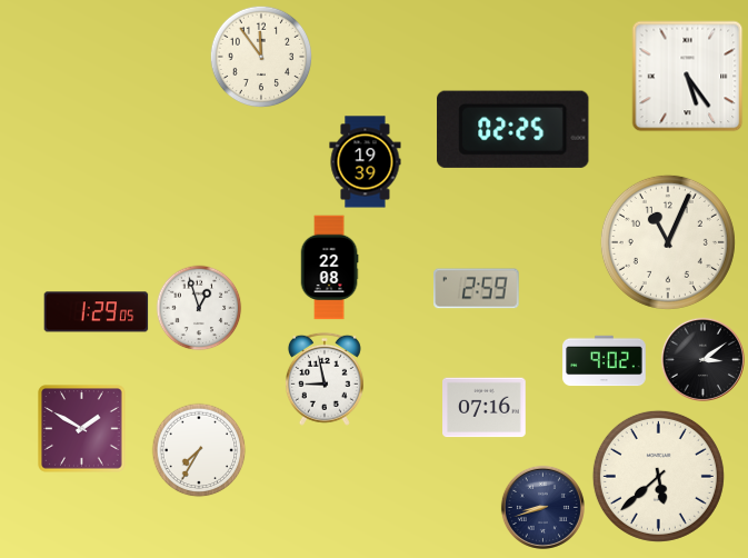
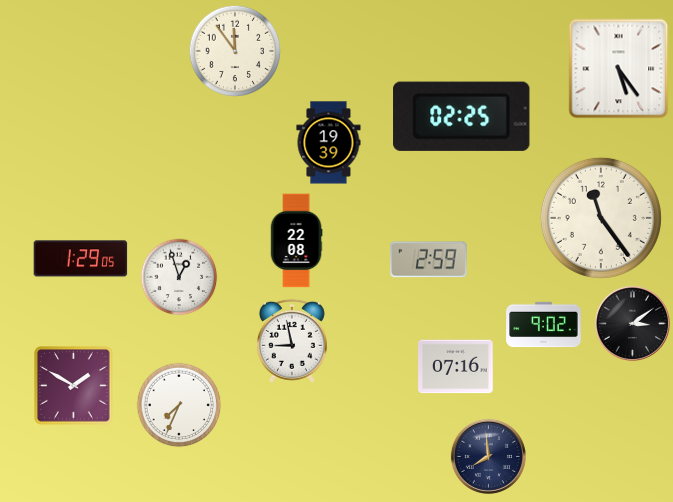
clock at (366, 162) position: (366, 162) -> (329, 143)
clock at (668, 242): 11:04 -> 11:24
clock at (97, 312) position: (97, 312) -> (81, 259)
clock at (485, 408) position: (485, 408) -> (456, 367)
clock at (199, 450): 7:35 -> 7:34
clock at (658, 476): 5:38 -> none
clock at (542, 507): 8:42 -> 7:59
